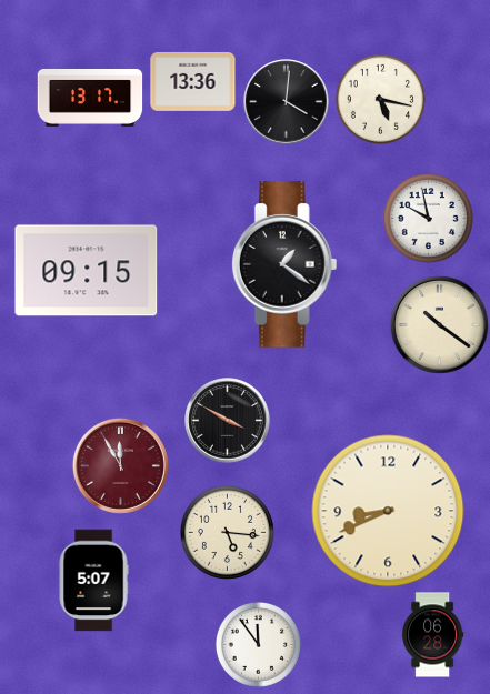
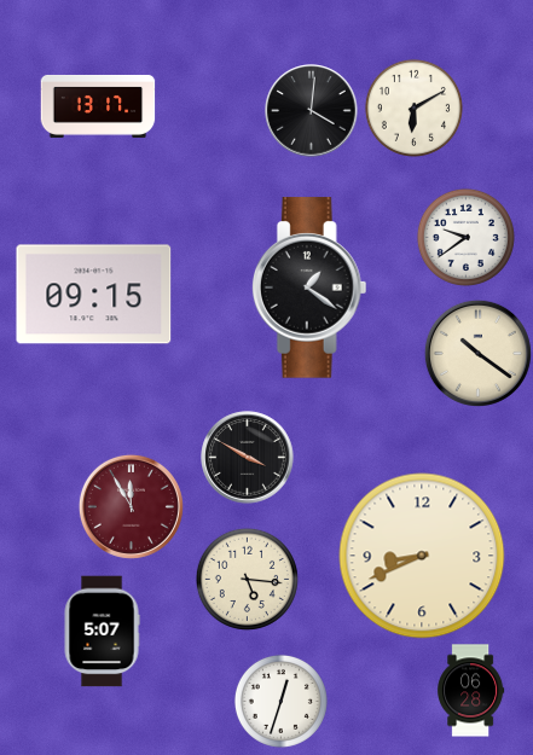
clock at (193, 81): 13:36 -> none
clock at (380, 99): 5:17 -> 6:10
clock at (428, 218): 9:58 -> 9:39
clock at (258, 644): 11:54 -> 12:33
